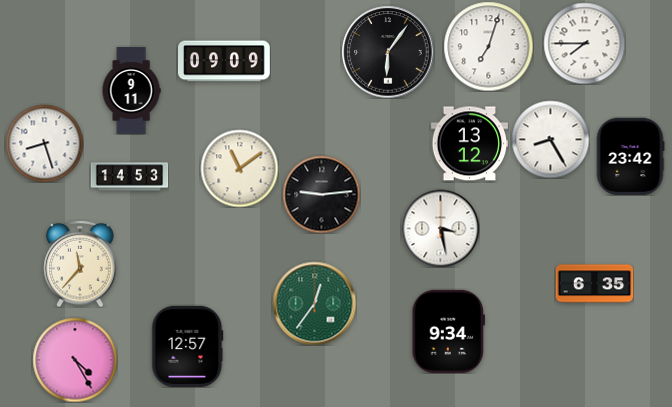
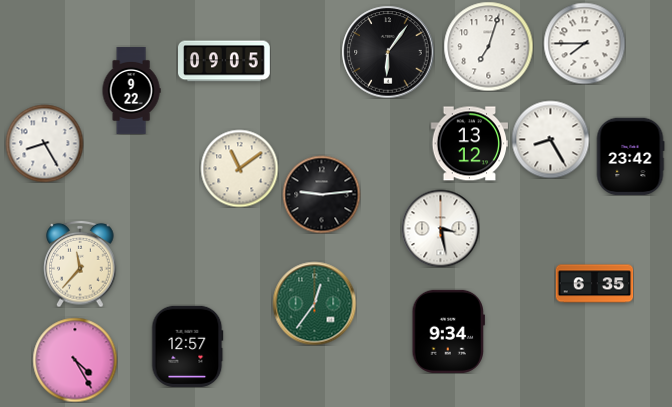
clock at (225, 61): 09:09 -> 09:05
clock at (131, 90): 9:11 -> 9:22
clock at (44, 143): 8:27 -> 8:25
clock at (129, 177): 14:53 -> none
